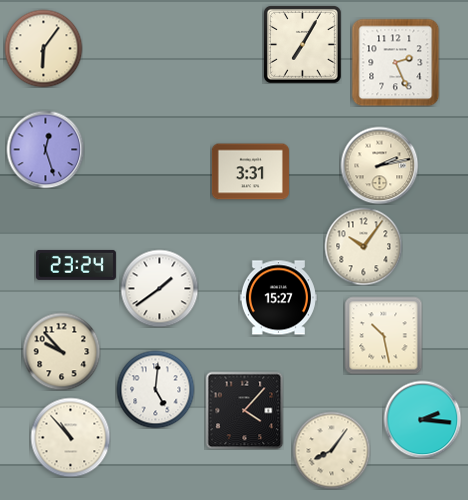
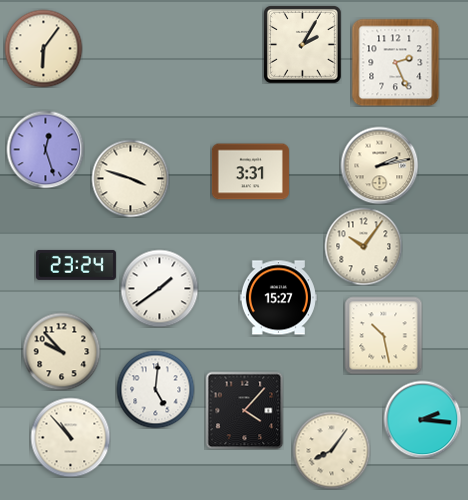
clock at (303, 45): 7:05 -> 2:05
clock at (130, 178): none -> 3:48
